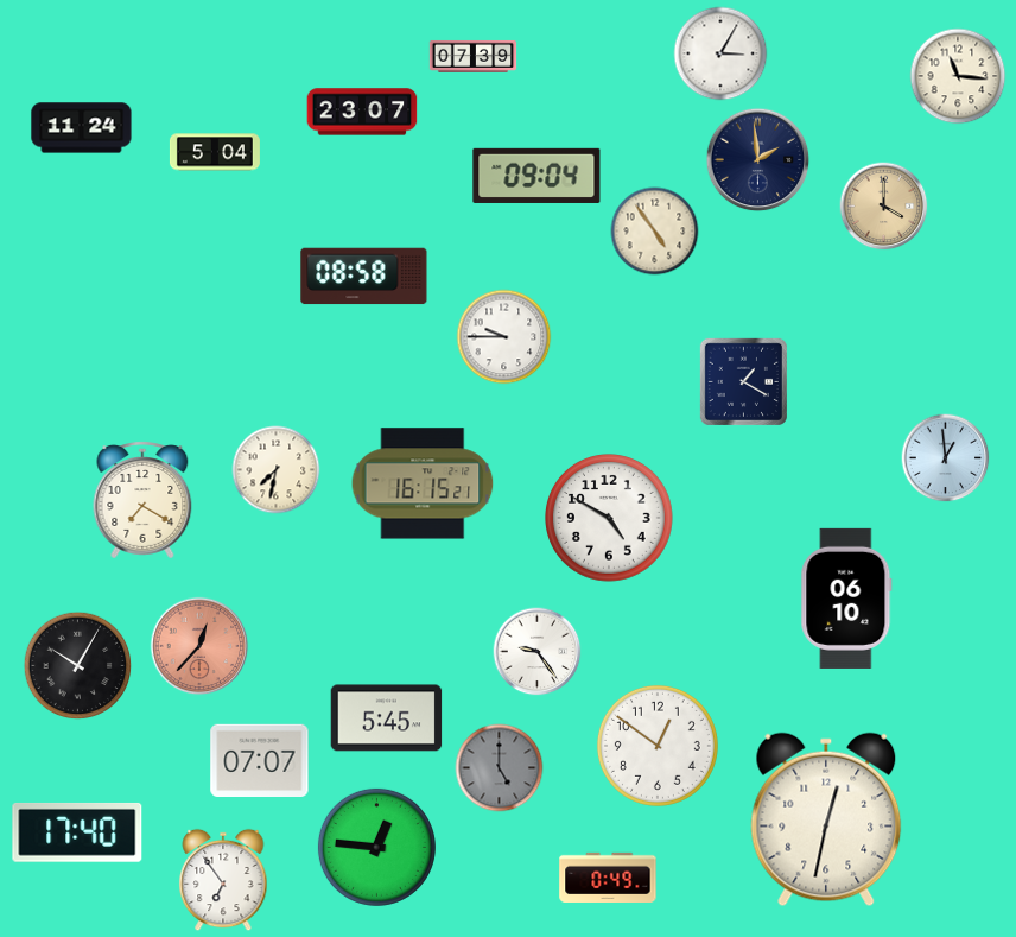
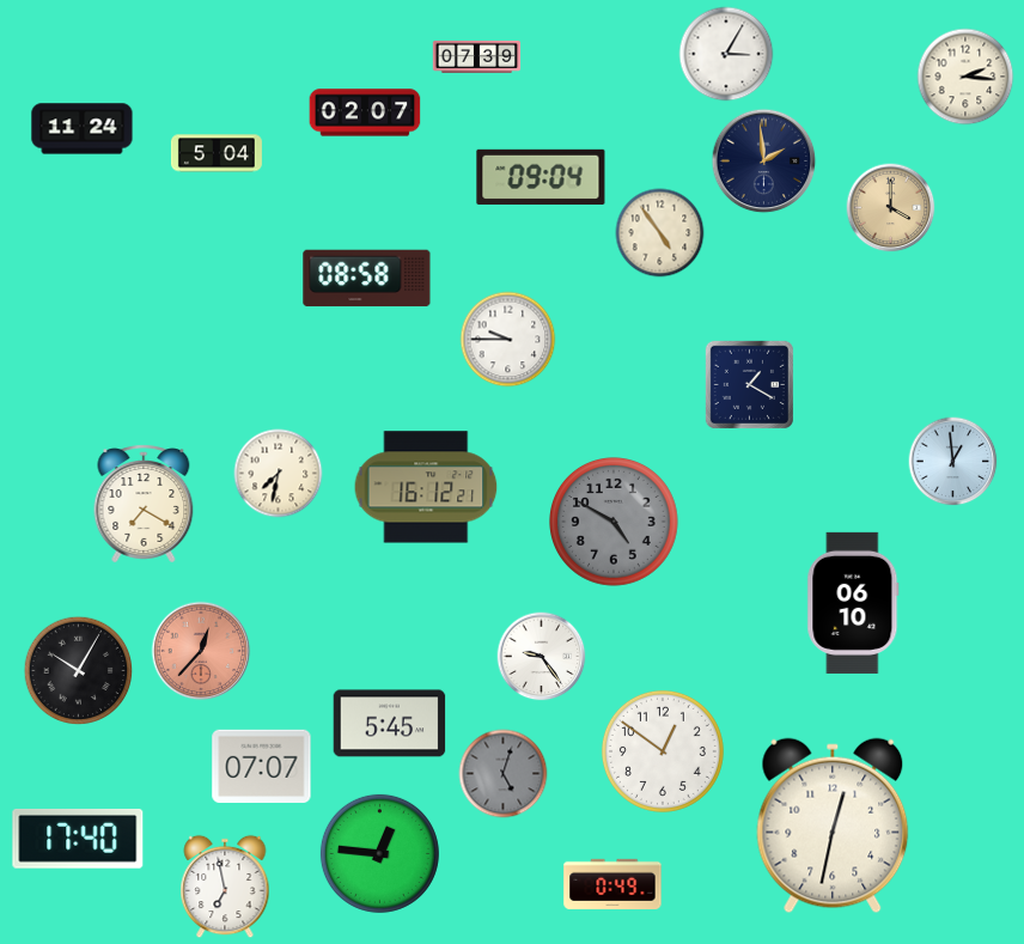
clock at (958, 76): 11:16 -> 2:16
clock at (362, 112): 23:07 -> 02:07
clock at (423, 483): 16:15 -> 16:12
clock at (610, 519) dial: white -> grey
clock at (500, 768): 5:00 -> 5:03
clock at (223, 880): 6:54 -> 6:58
